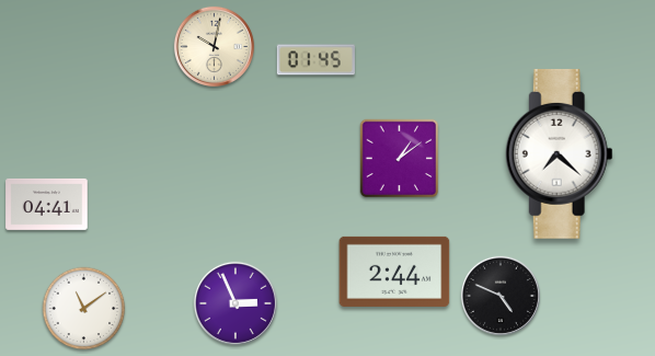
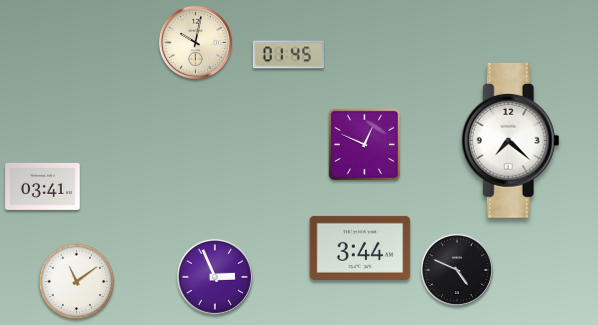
clock at (400, 159): 1:09 -> 12:49
clock at (47, 204): 04:41 -> 03:41
clock at (394, 272): 2:44 -> 3:44
